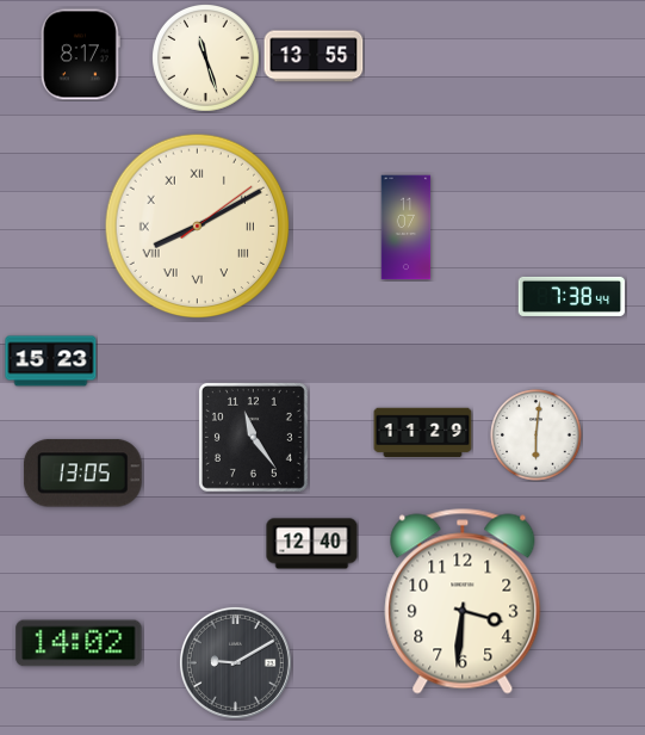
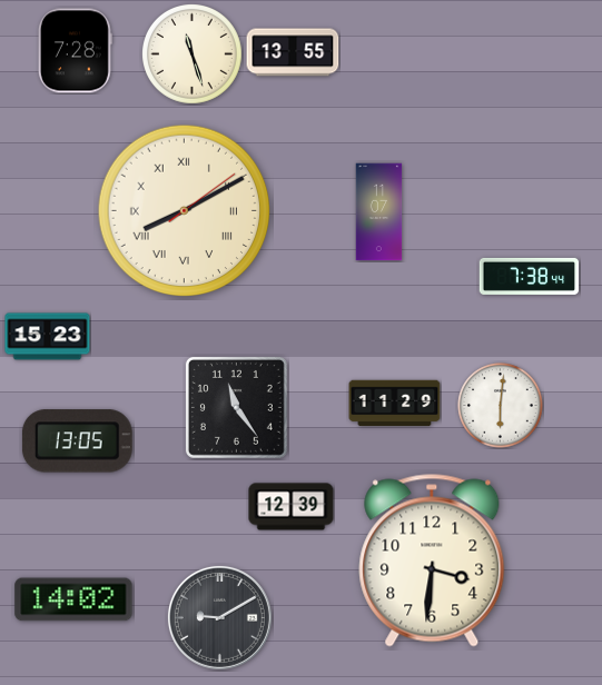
clock at (80, 55): 8:17 -> 7:28
clock at (572, 296) position: (572, 296) -> (530, 276)
clock at (312, 544): 12:40 -> 12:39
